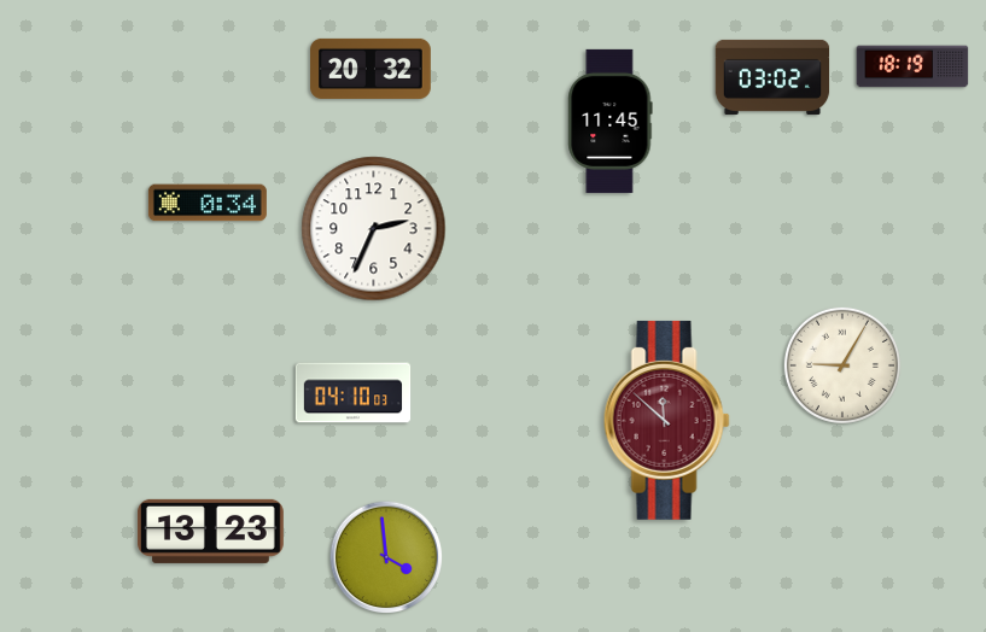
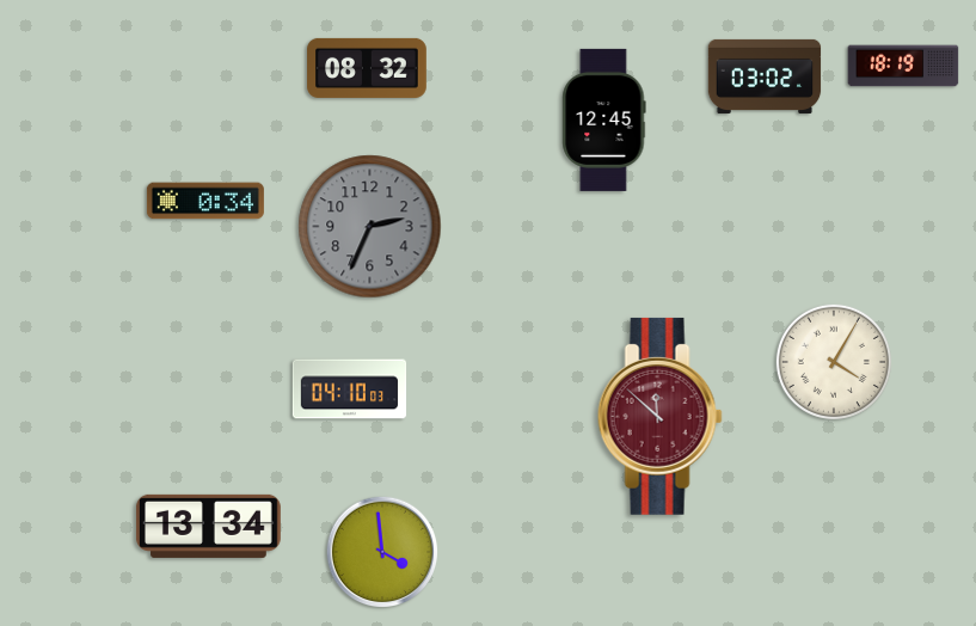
clock at (371, 69): 20:32 -> 08:32
clock at (611, 121): 11:45 -> 12:45
clock at (374, 229) dial: white -> grey
clock at (842, 365): 9:05 -> 4:05
clock at (210, 531): 13:23 -> 13:34
